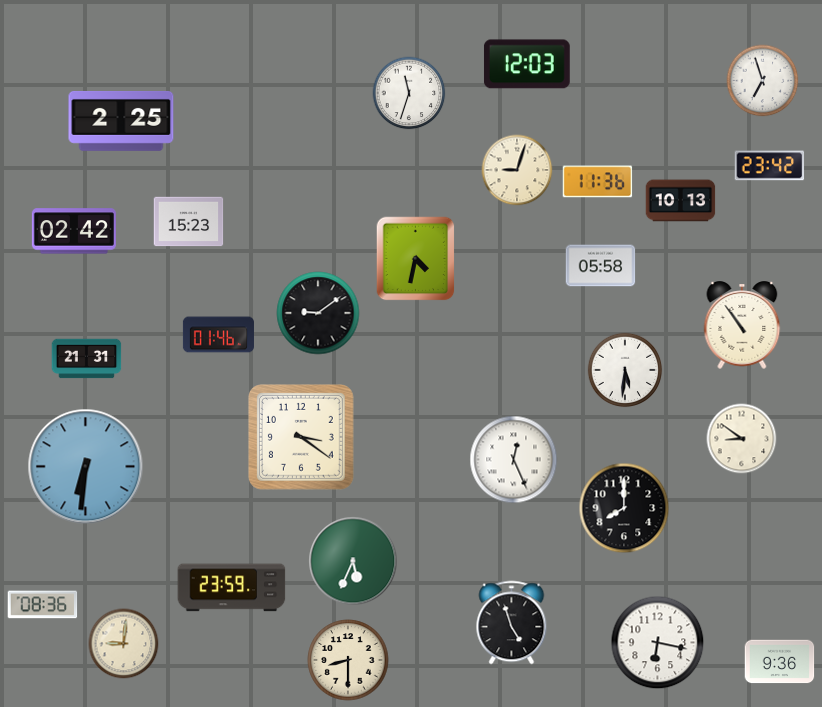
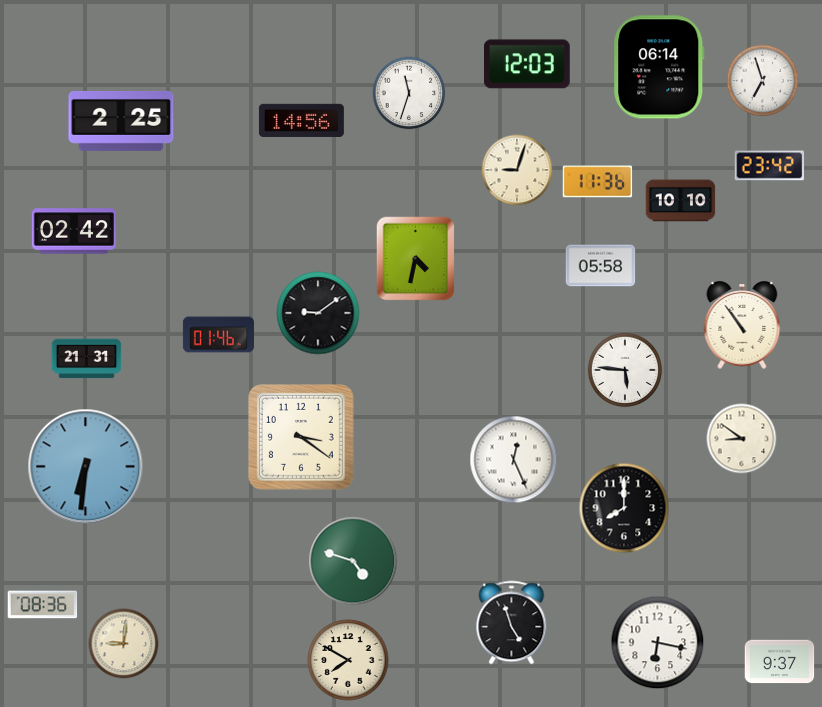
clock at (659, 67): none -> 06:14
clock at (301, 120): none -> 14:56
clock at (681, 201): 10:13 -> 10:10
clock at (189, 222): 15:23 -> none
clock at (625, 370): 5:31 -> 5:46
clock at (353, 561): 5:34 -> 4:48
clock at (232, 588): 23:59 -> none
clock at (348, 660): 8:30 -> 7:50
clock at (780, 662): 9:36 -> 9:37
